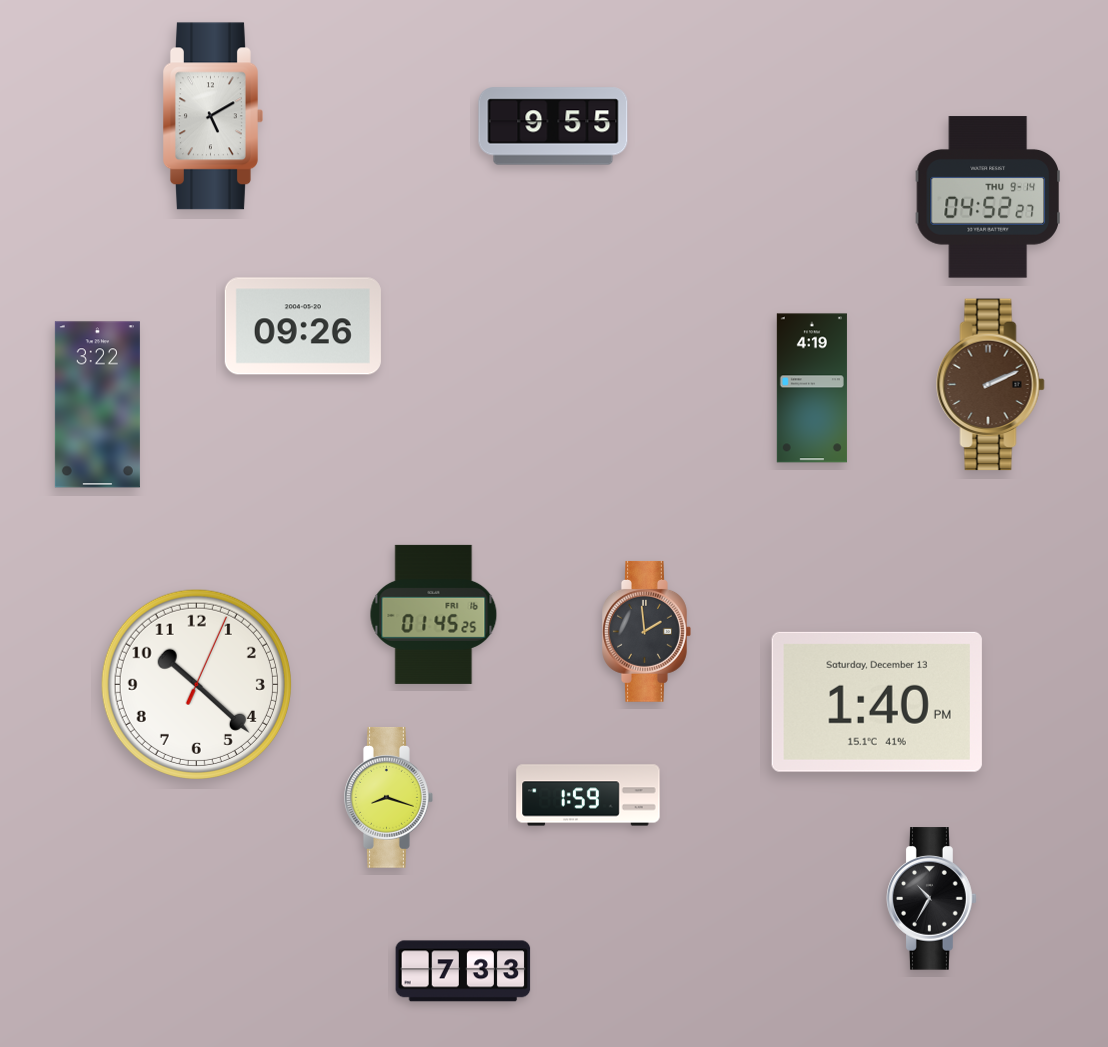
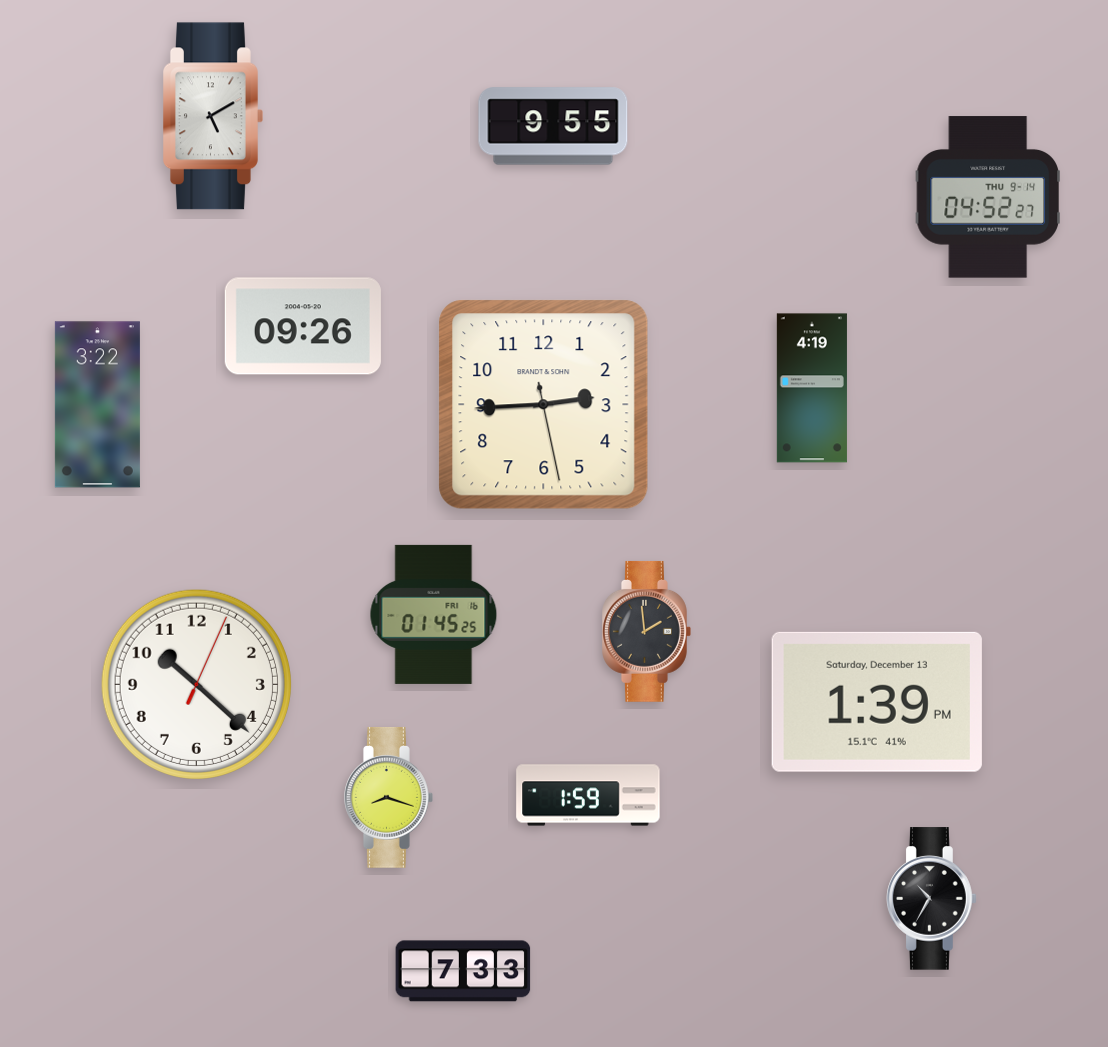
clock at (991, 385): 2:11 -> none
clock at (544, 405): none -> 2:44
clock at (877, 702): 1:40 -> 1:39
